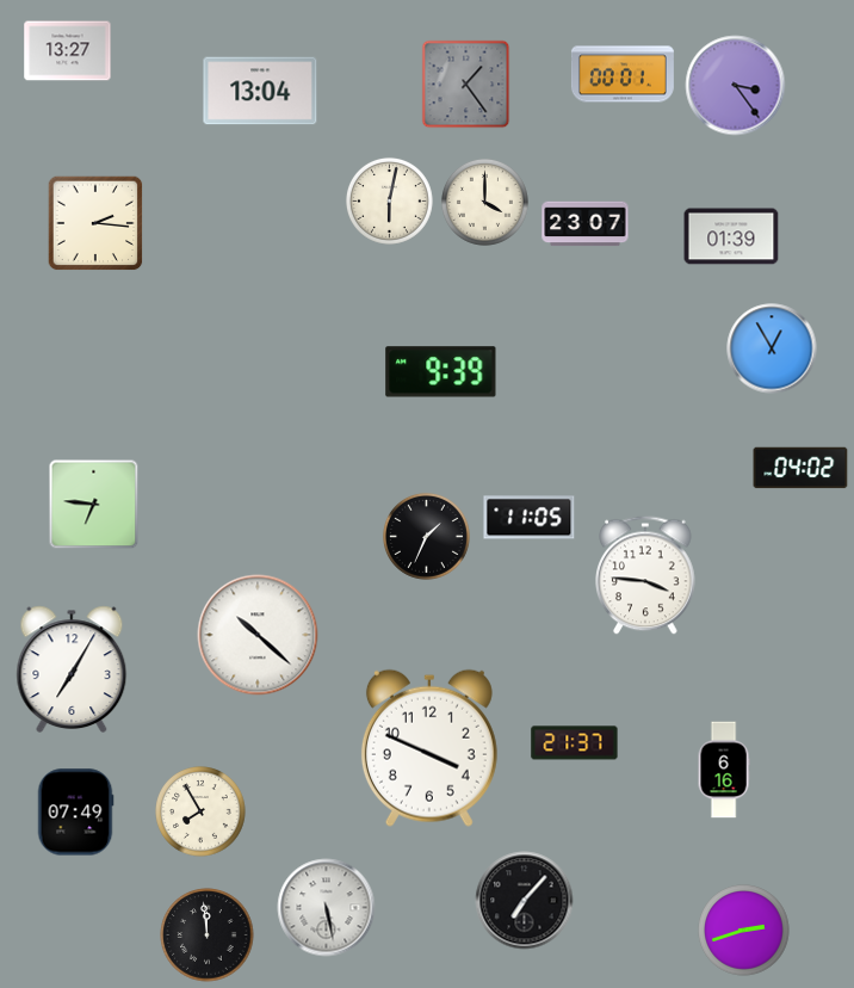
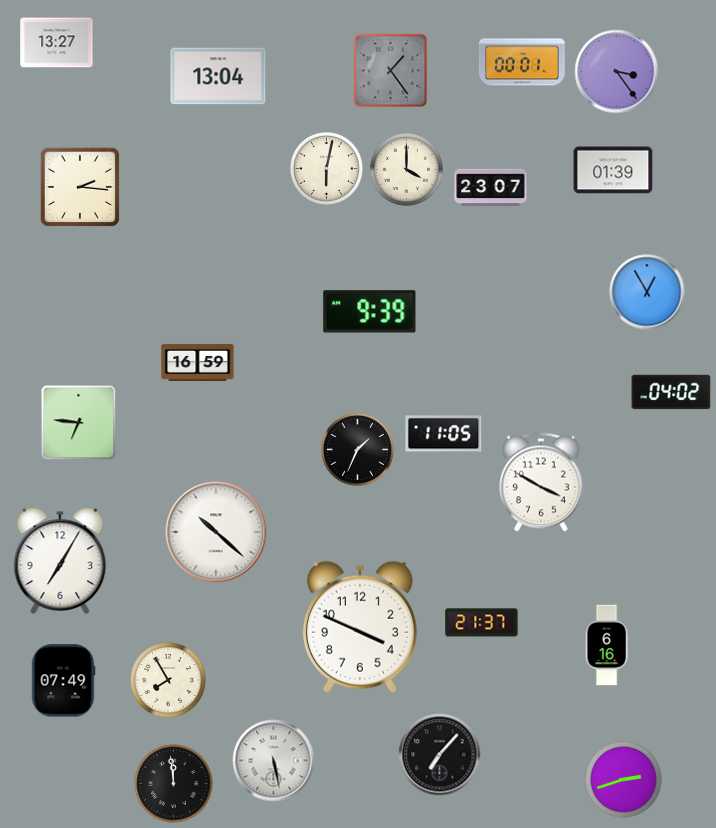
clock at (731, 236) position: (731, 236) -> (613, 170)
clock at (198, 362): none -> 16:59
clock at (646, 575): 3:46 -> 3:50
